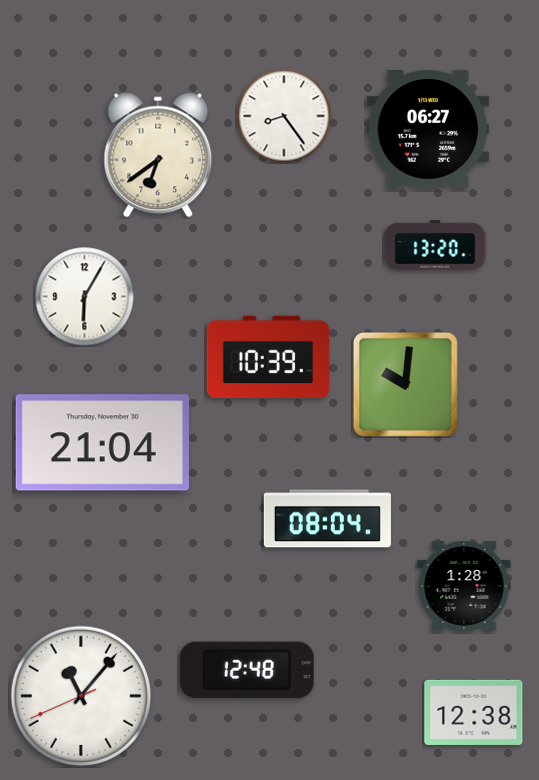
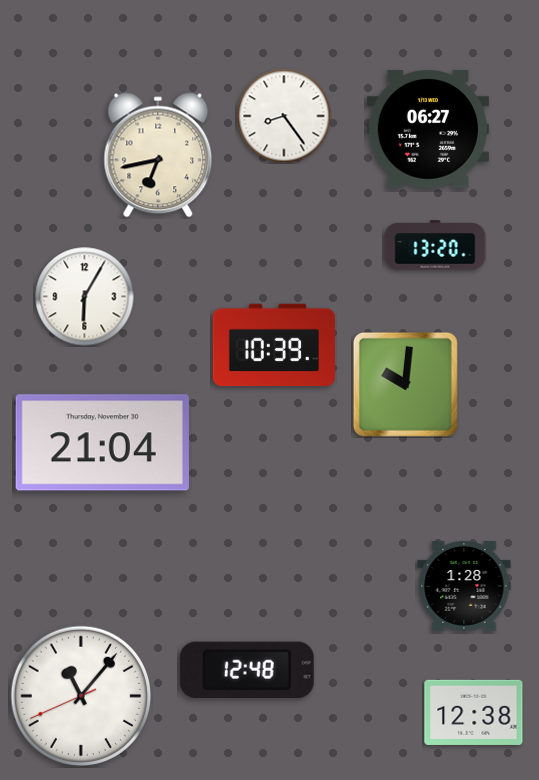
clock at (158, 155): 6:39 -> 6:43
clock at (268, 357) position: (268, 357) -> (274, 345)
clock at (327, 519): 08:04 -> none
